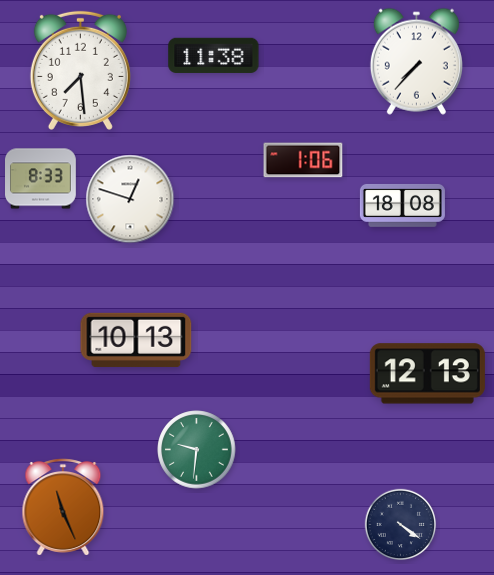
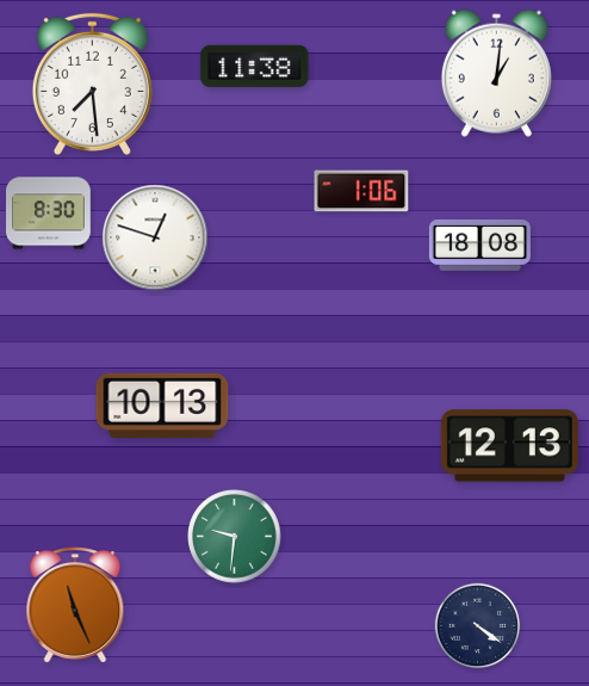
clock at (416, 61): 7:37 -> 1:01
clock at (80, 70) position: (80, 70) -> (92, 84)
clock at (41, 179): 8:33 -> 8:30
